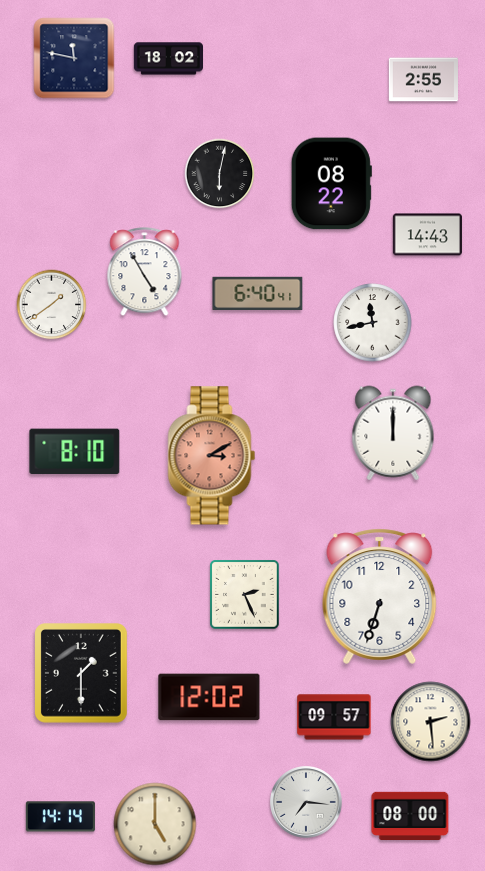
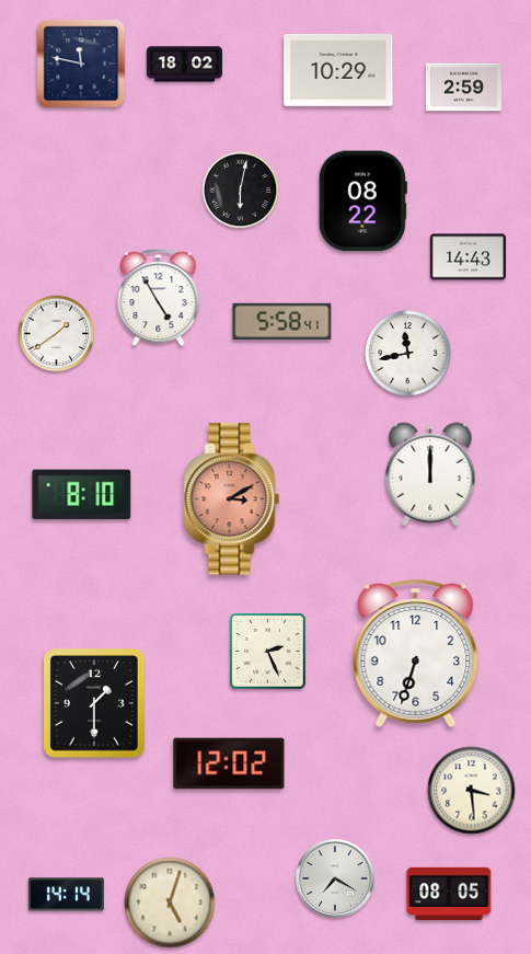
clock at (338, 70): none -> 10:29
clock at (423, 80): 2:55 -> 2:59
clock at (258, 293): 6:40 -> 5:58
clock at (82, 674) position: (82, 674) -> (95, 704)
clock at (334, 717): 09:57 -> none
clock at (431, 722): 2:29 -> 3:29
clock at (306, 802): 7:16 -> 7:20
clock at (410, 816): 08:00 -> 08:05
clock at (155, 824): 5:00 -> 5:03
